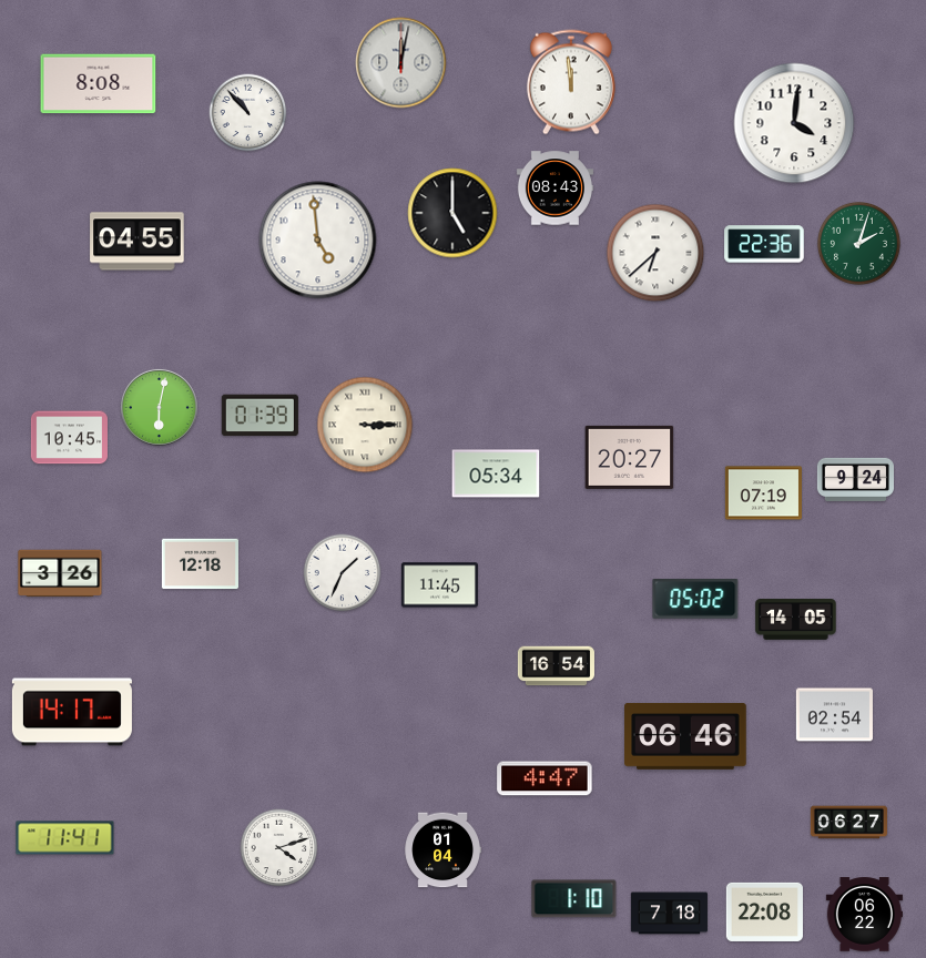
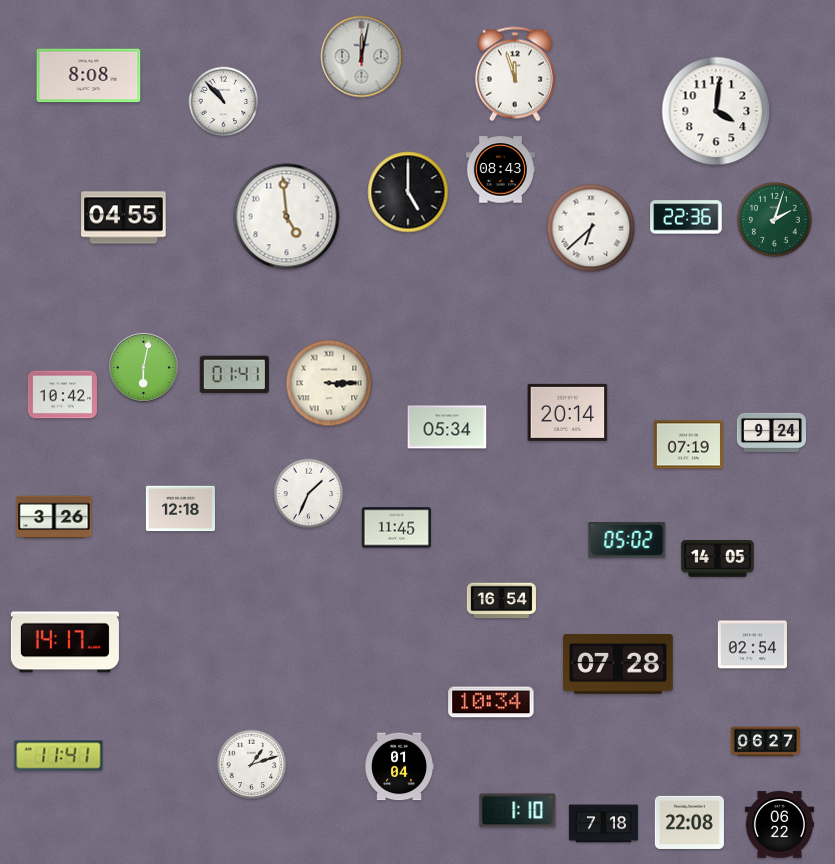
clock at (571, 82): 11:59 -> 11:57
clock at (764, 244) position: (764, 244) -> (686, 217)
clock at (260, 416): 01:39 -> 01:41
clock at (69, 438): 10:45 -> 10:42
clock at (630, 457): 20:27 -> 20:14
clock at (343, 573) position: (343, 573) -> (309, 494)
clock at (685, 737): 06:46 -> 07:28
clock at (545, 778): 4:47 -> 10:34
clock at (279, 848): 4:12 -> 1:12
